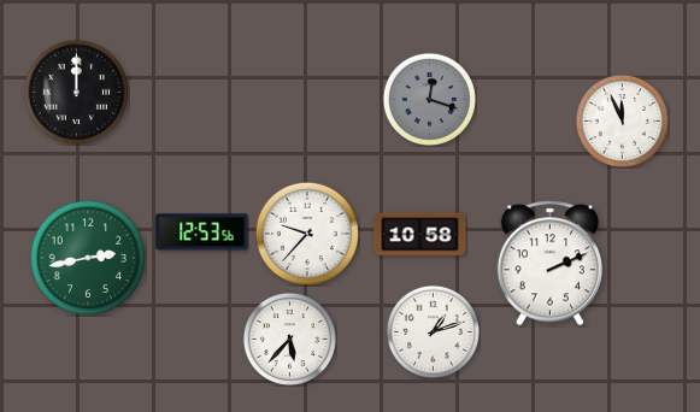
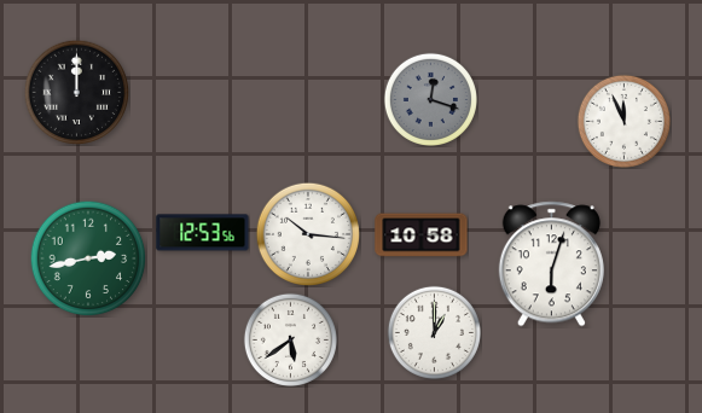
clock at (306, 233): 9:37 -> 10:16
clock at (549, 264): 2:11 -> 6:03
clock at (433, 331): 1:12 -> 1:00
clock at (289, 339): 5:37 -> 5:39
